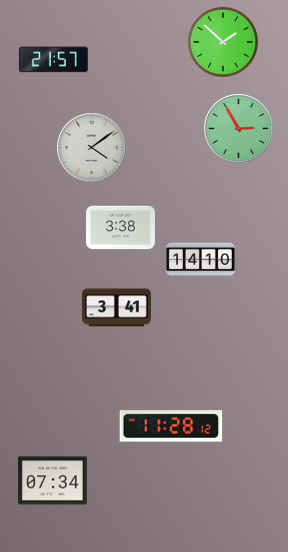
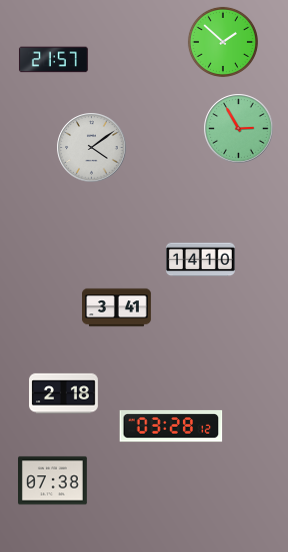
clock at (121, 228): 3:38 -> none
clock at (64, 394): none -> 2:18
clock at (171, 426): 11:28 -> 03:28
clock at (53, 481): 07:34 -> 07:38
